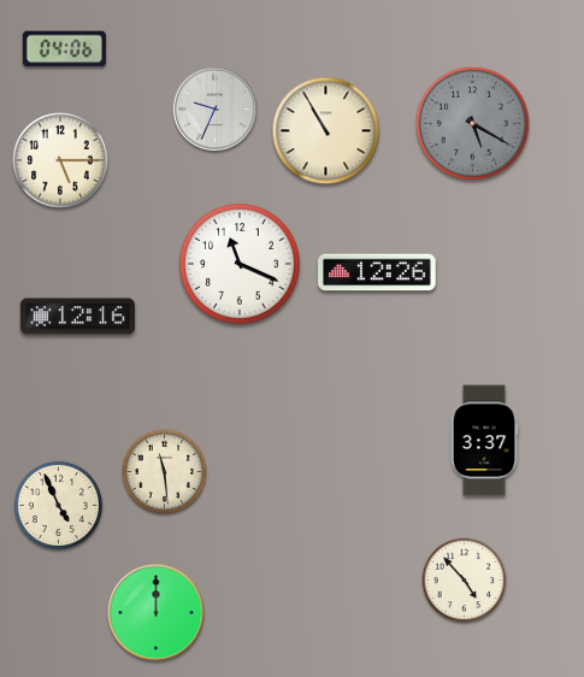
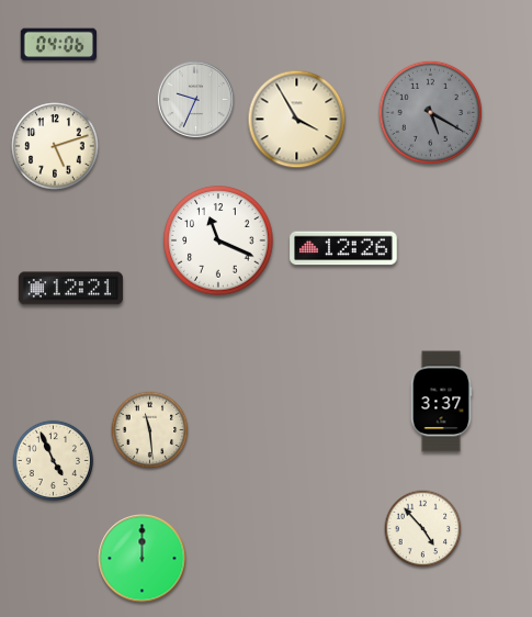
clock at (326, 131): 10:55 -> 3:55
clock at (60, 160): 5:15 -> 5:12
clock at (77, 317): 12:16 -> 12:21
